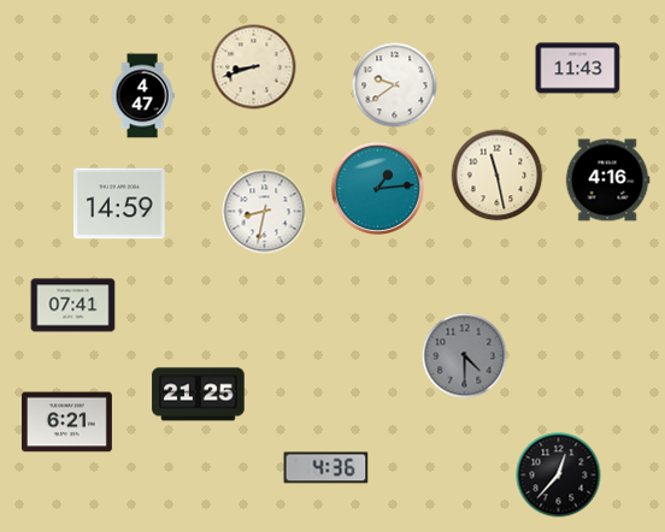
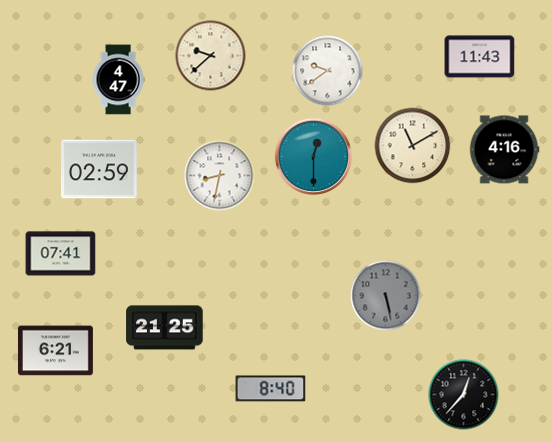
clock at (254, 67): 8:42 -> 9:38
clock at (498, 176): 11:28 -> 11:10
clock at (377, 188): 1:14 -> 12:30
clock at (120, 203): 14:59 -> 02:59
clock at (465, 356): 4:30 -> 5:28
clock at (326, 468): 4:36 -> 8:40
